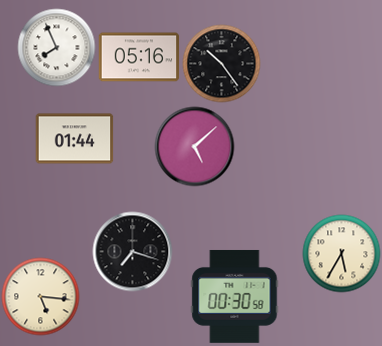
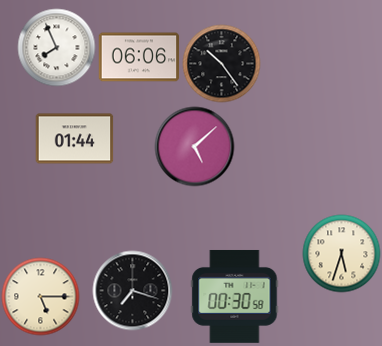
clock at (139, 57): 05:16 -> 06:06
clock at (132, 251) position: (132, 251) -> (132, 290)
clock at (341, 253): 5:35 -> 5:33
clock at (40, 296): 5:16 -> 5:15
